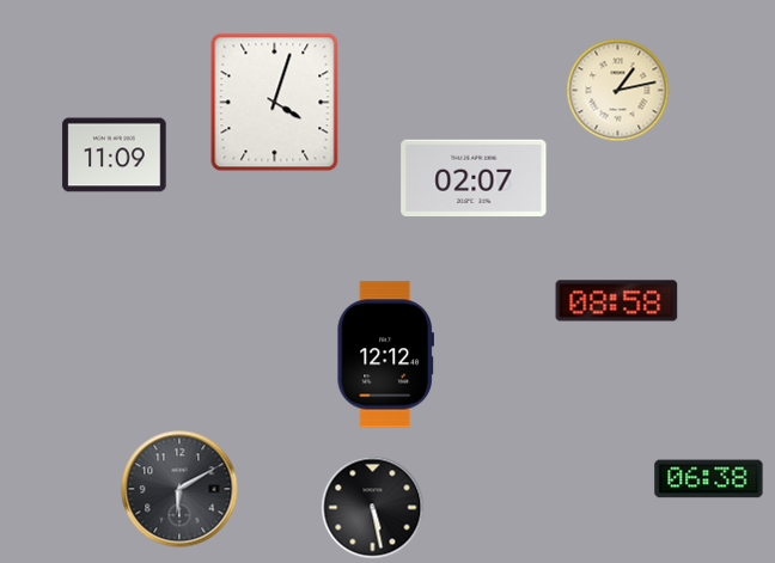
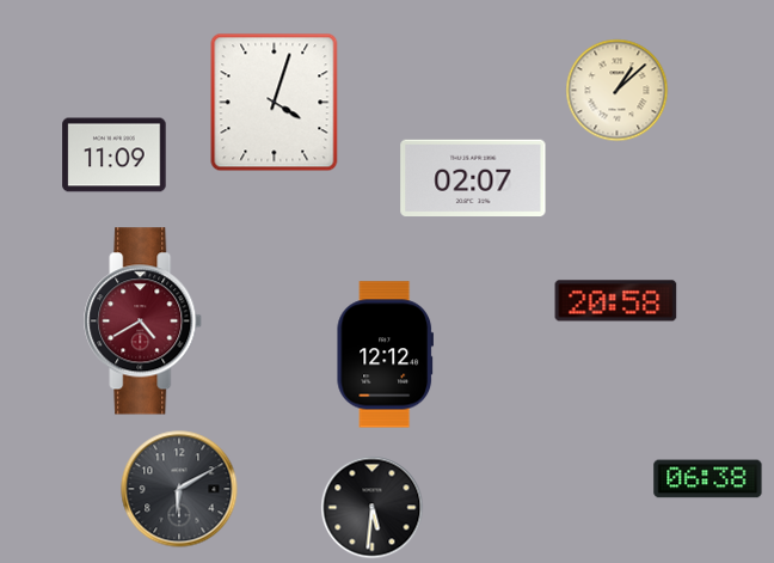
clock at (618, 91): 1:13 -> 1:08
clock at (617, 301): 08:58 -> 20:58
clock at (143, 322): none -> 4:40
clock at (373, 508): 5:28 -> 5:31
